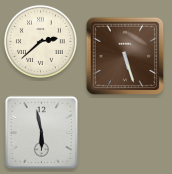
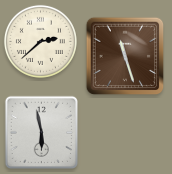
clock at (125, 56): 5:27 -> 11:27
